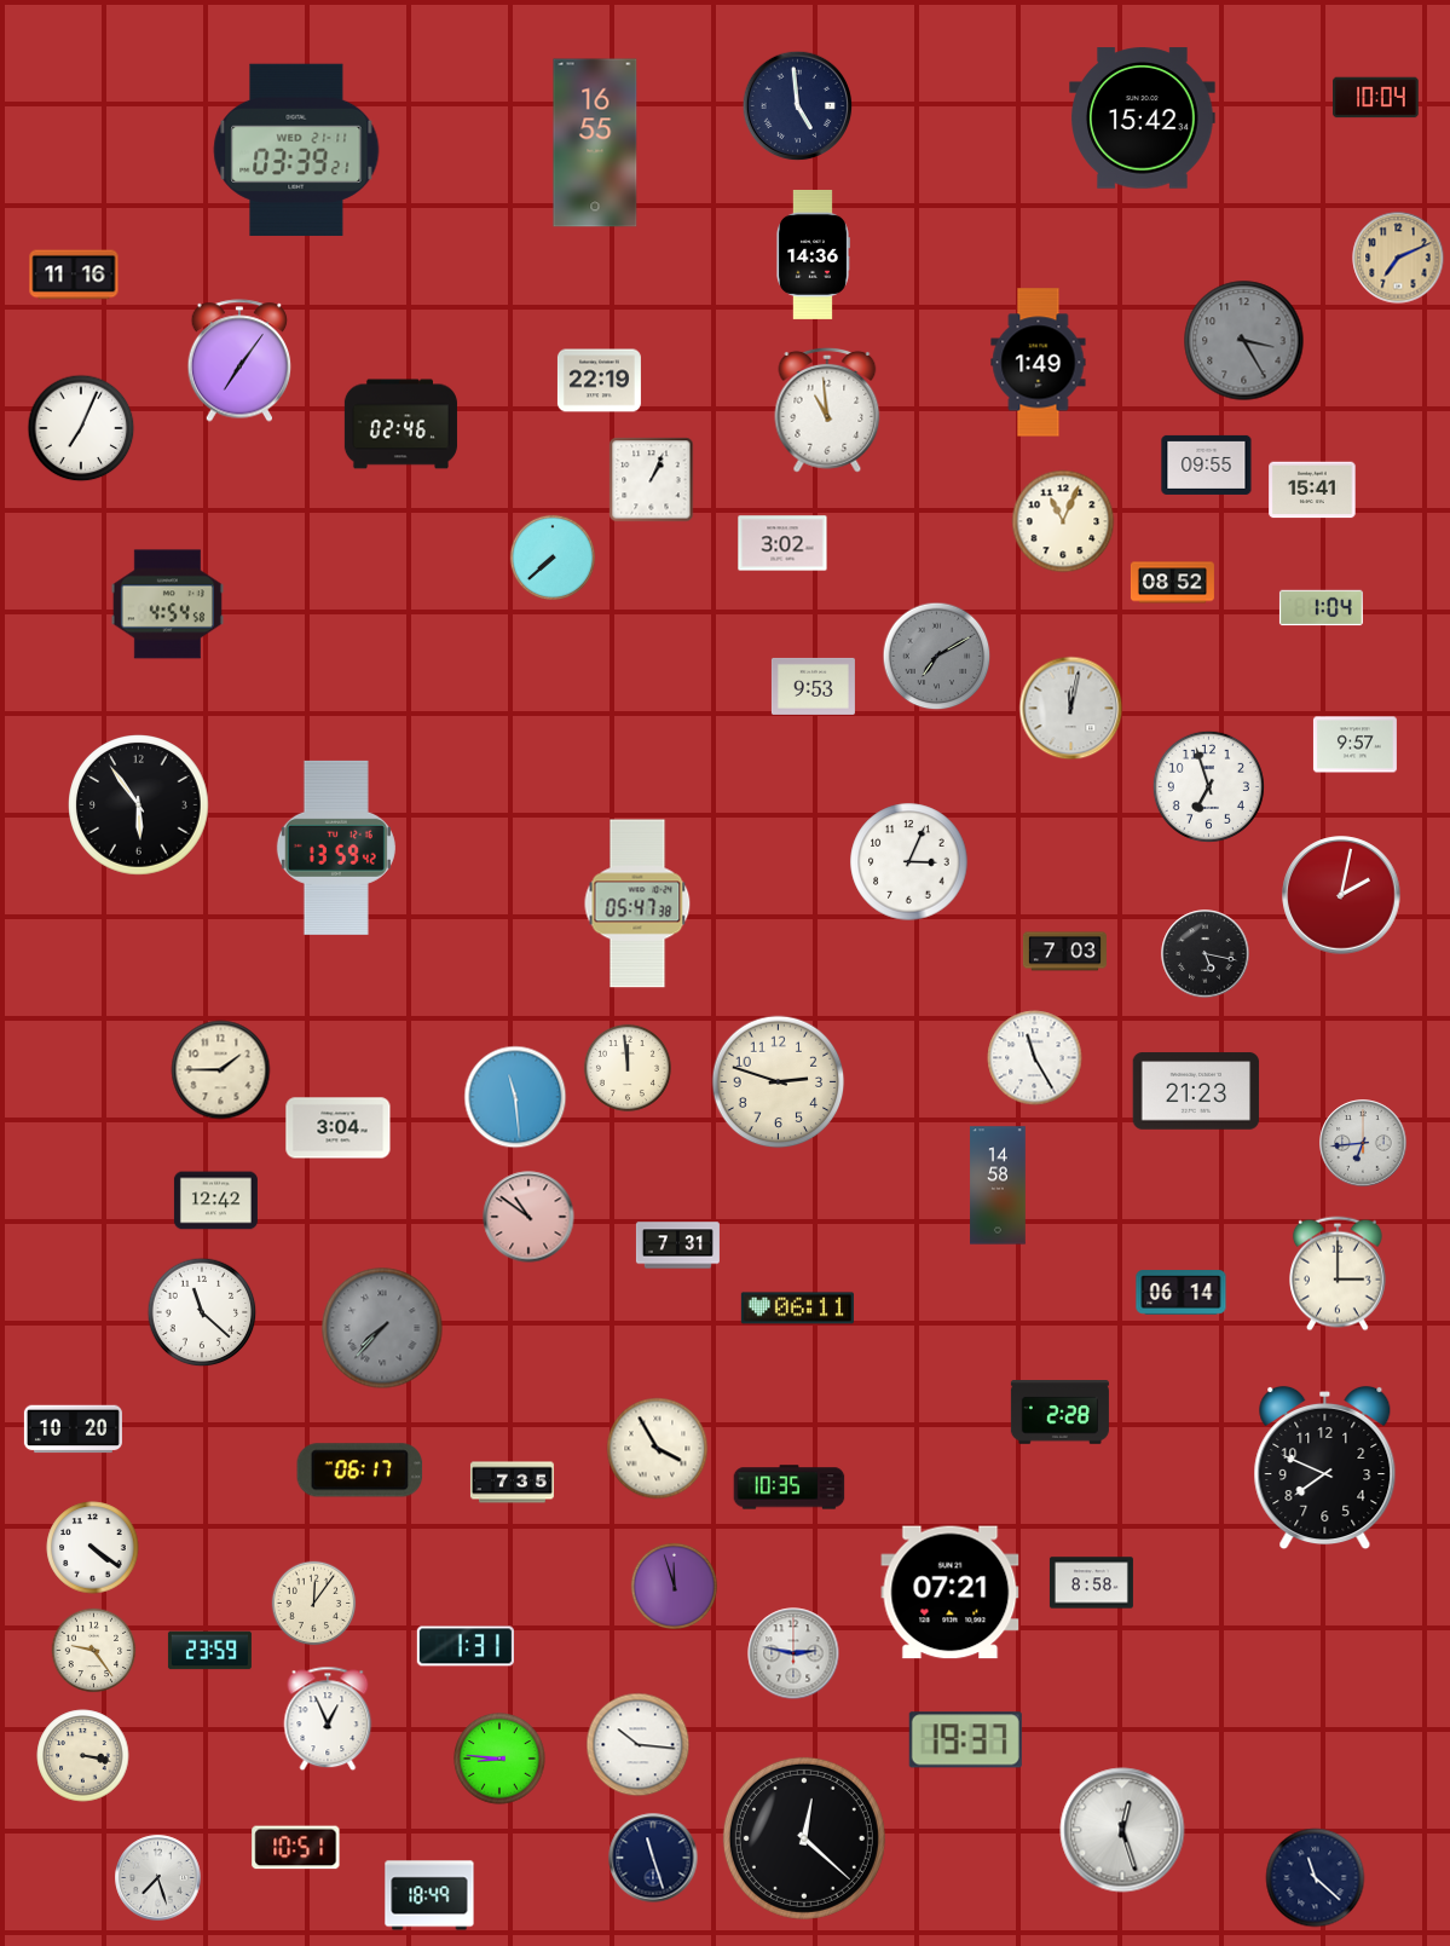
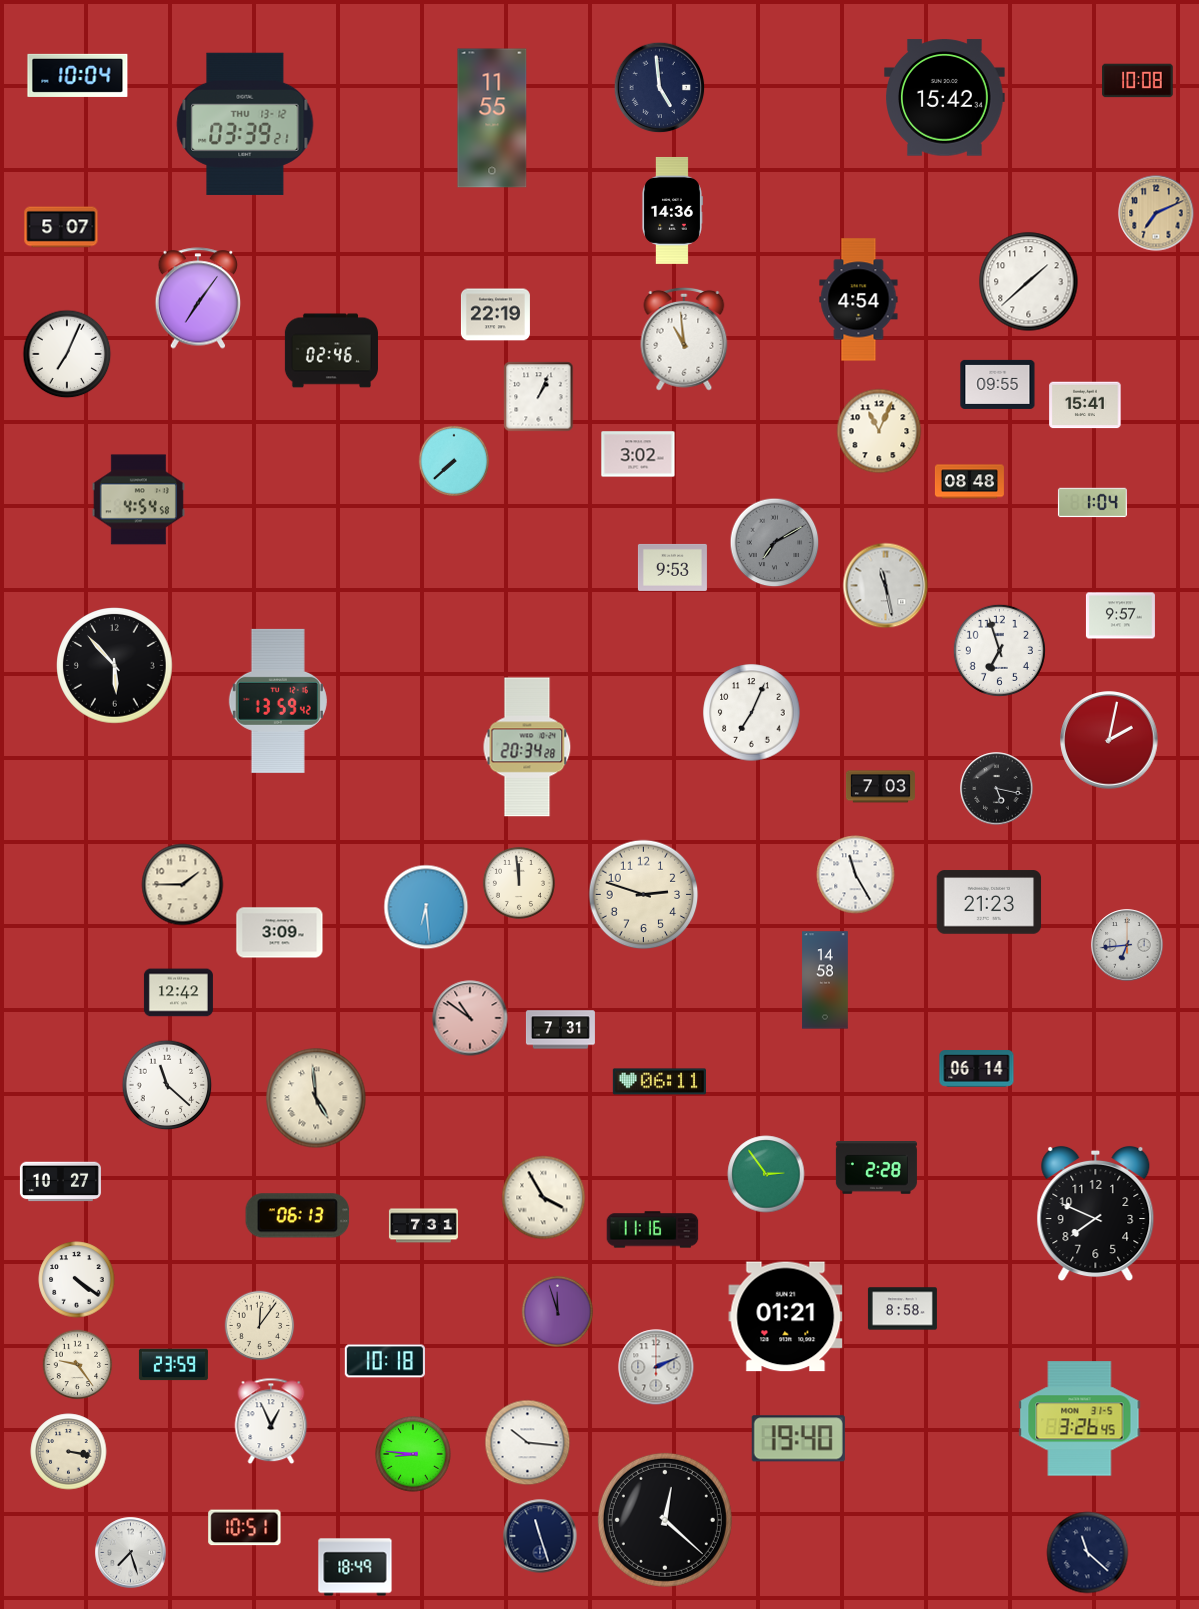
clock at (78, 75): none -> 10:04
clock at (1376, 98): 10:04 -> 10:08
clock at (595, 143): 16:55 -> 11:55
clock at (296, 150) date: WED 21-11 -> THU 13-12
clock at (74, 275): 11:16 -> 5:07
clock at (1244, 341): 3:25 -> 1:38
clock at (1244, 341) dial: grey -> white
clock at (1039, 363): 1:49 -> 4:54
clock at (782, 543) position: (782, 543) -> (638, 454)
clock at (551, 556) position: (551, 556) -> (453, 460)
clock at (1172, 583): 08:52 -> 08:48
clock at (1071, 709): 12:02 -> 11:28
clock at (139, 805): 5:54 -> 5:53
clock at (909, 862): 3:04 -> 7:04
clock at (637, 903): 05:47 -> 20:34
clock at (515, 1097): 11:29 -> 6:29
clock at (339, 1128): 3:04 -> 3:09
clock at (528, 1217) position: (528, 1217) -> (470, 1018)
clock at (1339, 1274): 3:00 -> none
clock at (382, 1328): 7:37 -> 4:59
clock at (382, 1328) dial: grey -> cream
clock at (766, 1174): none -> 2:54
clock at (73, 1430): 10:20 -> 10:27
clock at (360, 1471): 06:17 -> 06:13
clock at (512, 1483): 7:35 -> 7:31
clock at (790, 1488): 10:35 -> 11:16
clock at (951, 1593): 07:21 -> 01:21
clock at (464, 1646): 1:31 -> 10:18
clock at (793, 1653): 2:47 -> 2:11
clock at (1080, 1419): none -> 3:26
clock at (965, 1740): 19:37 -> 19:40
clock at (1122, 1830): 12:27 -> none
